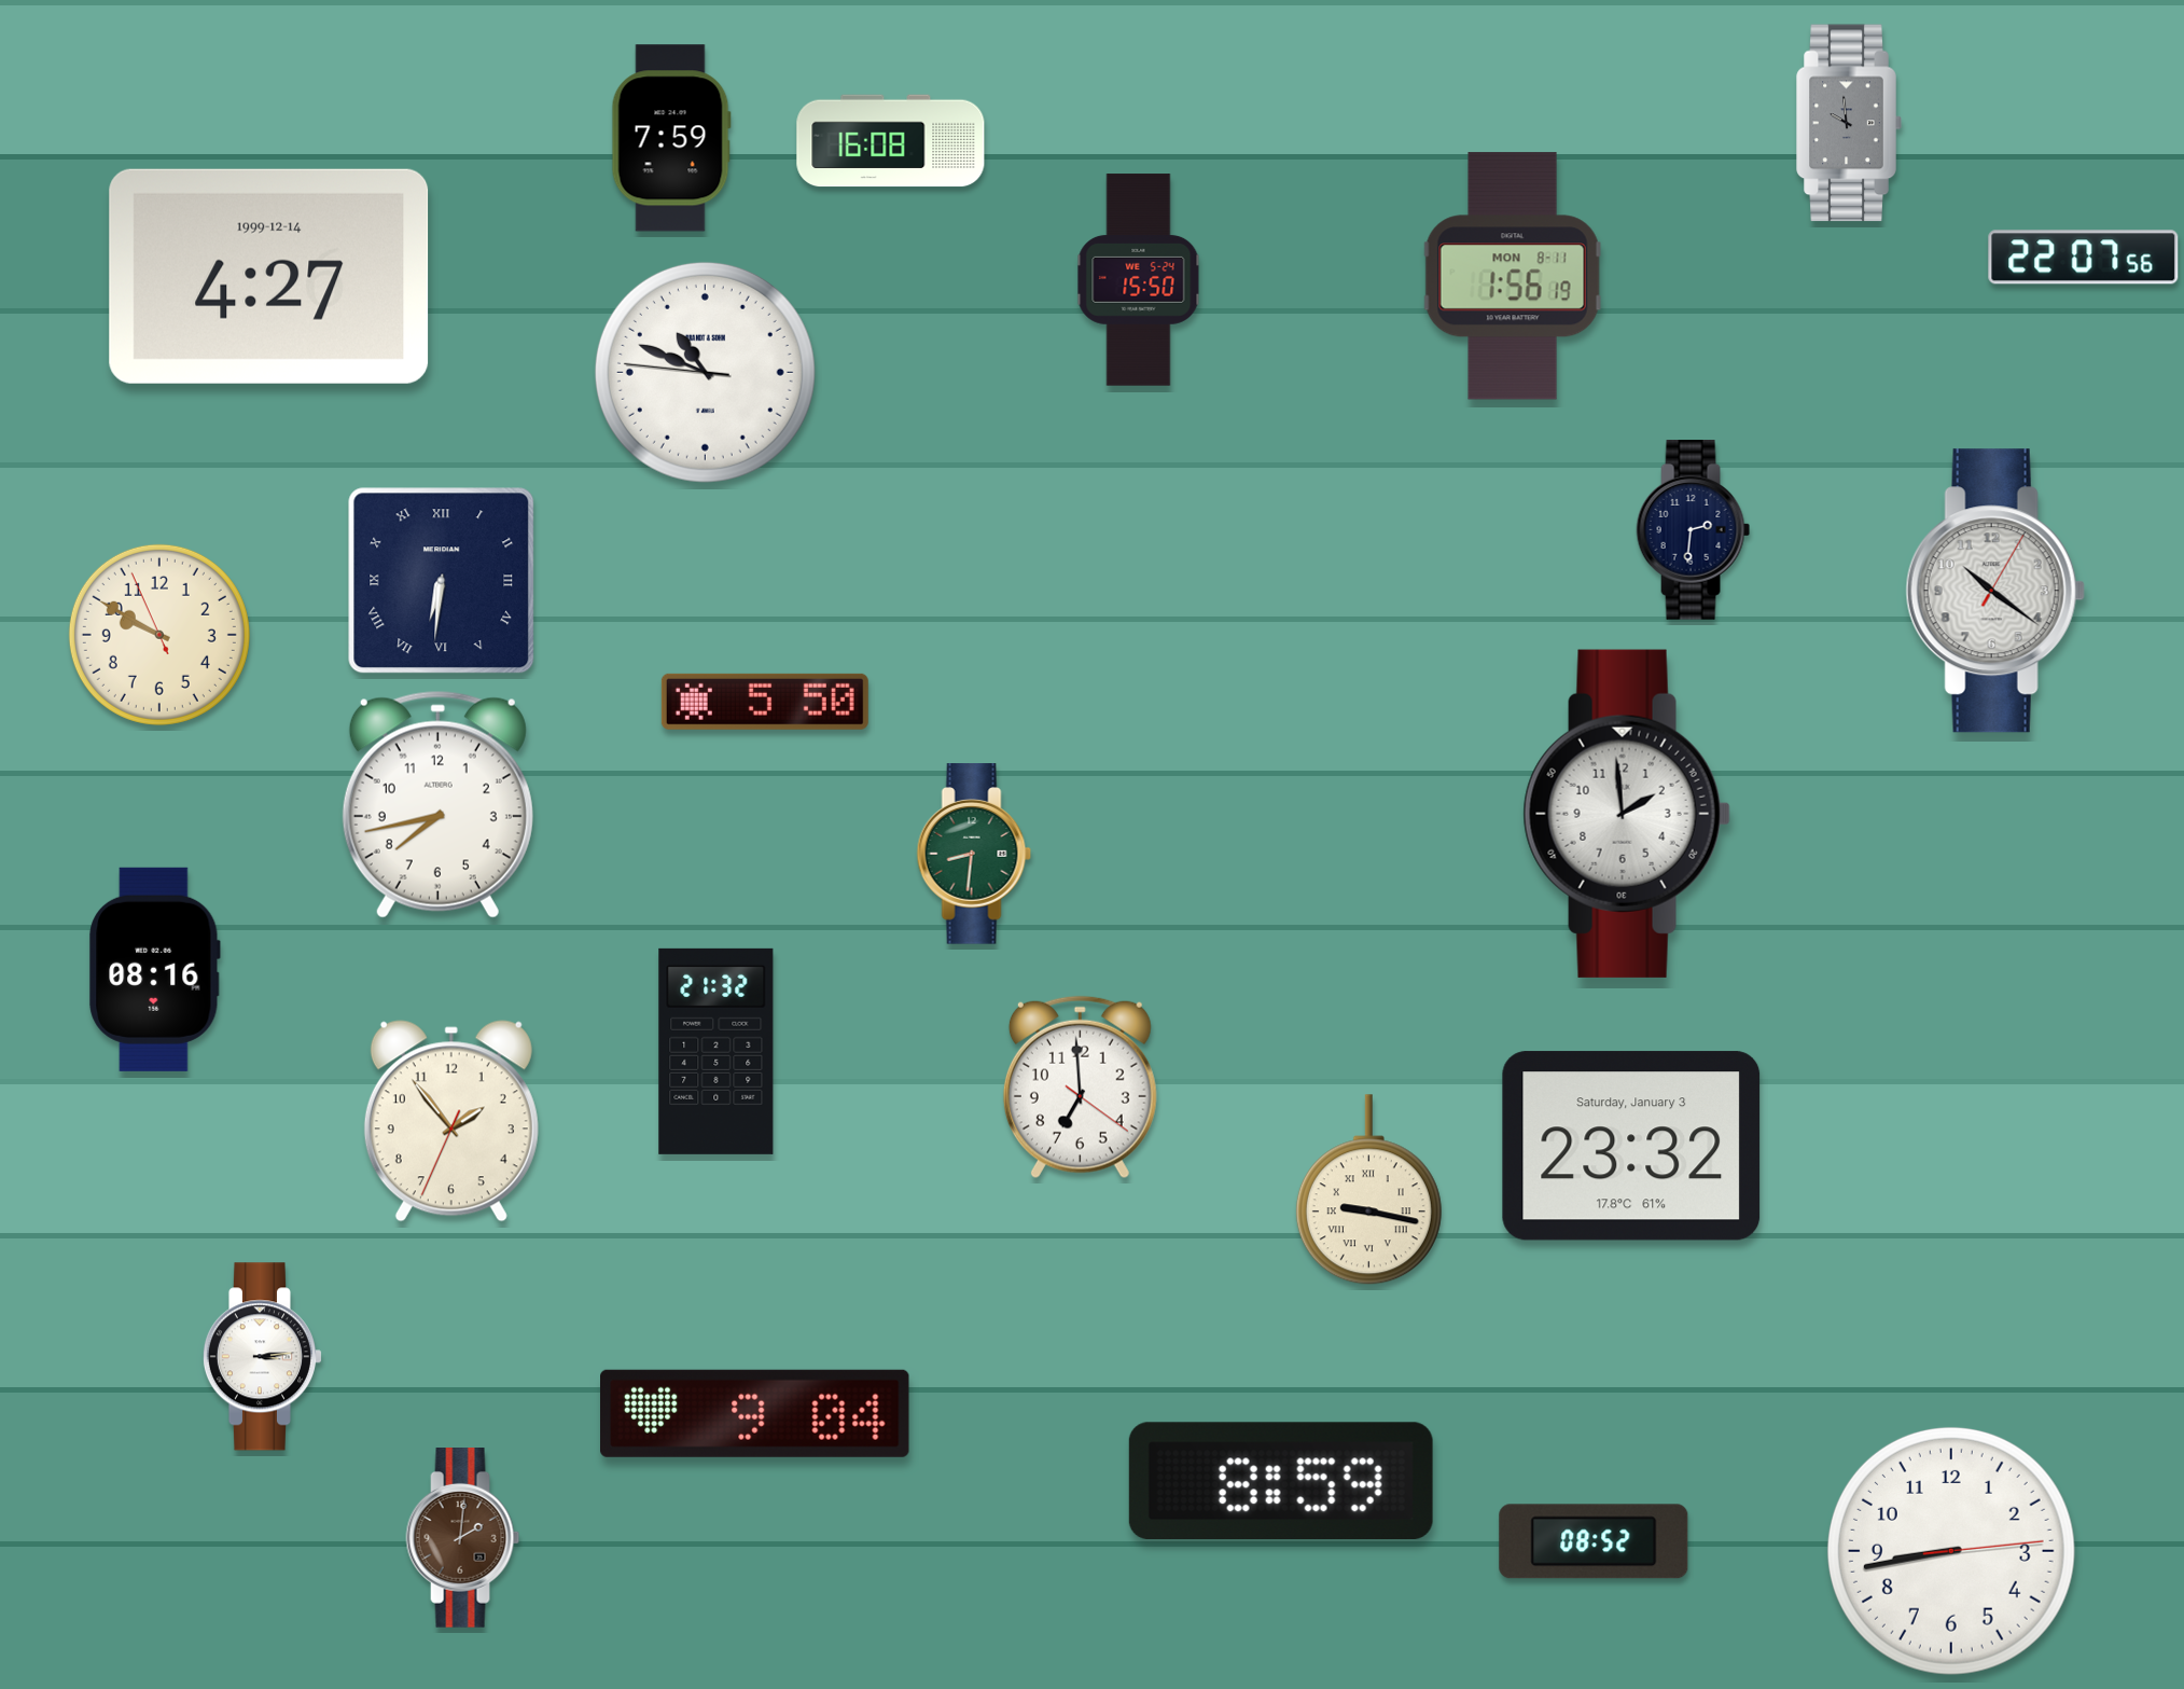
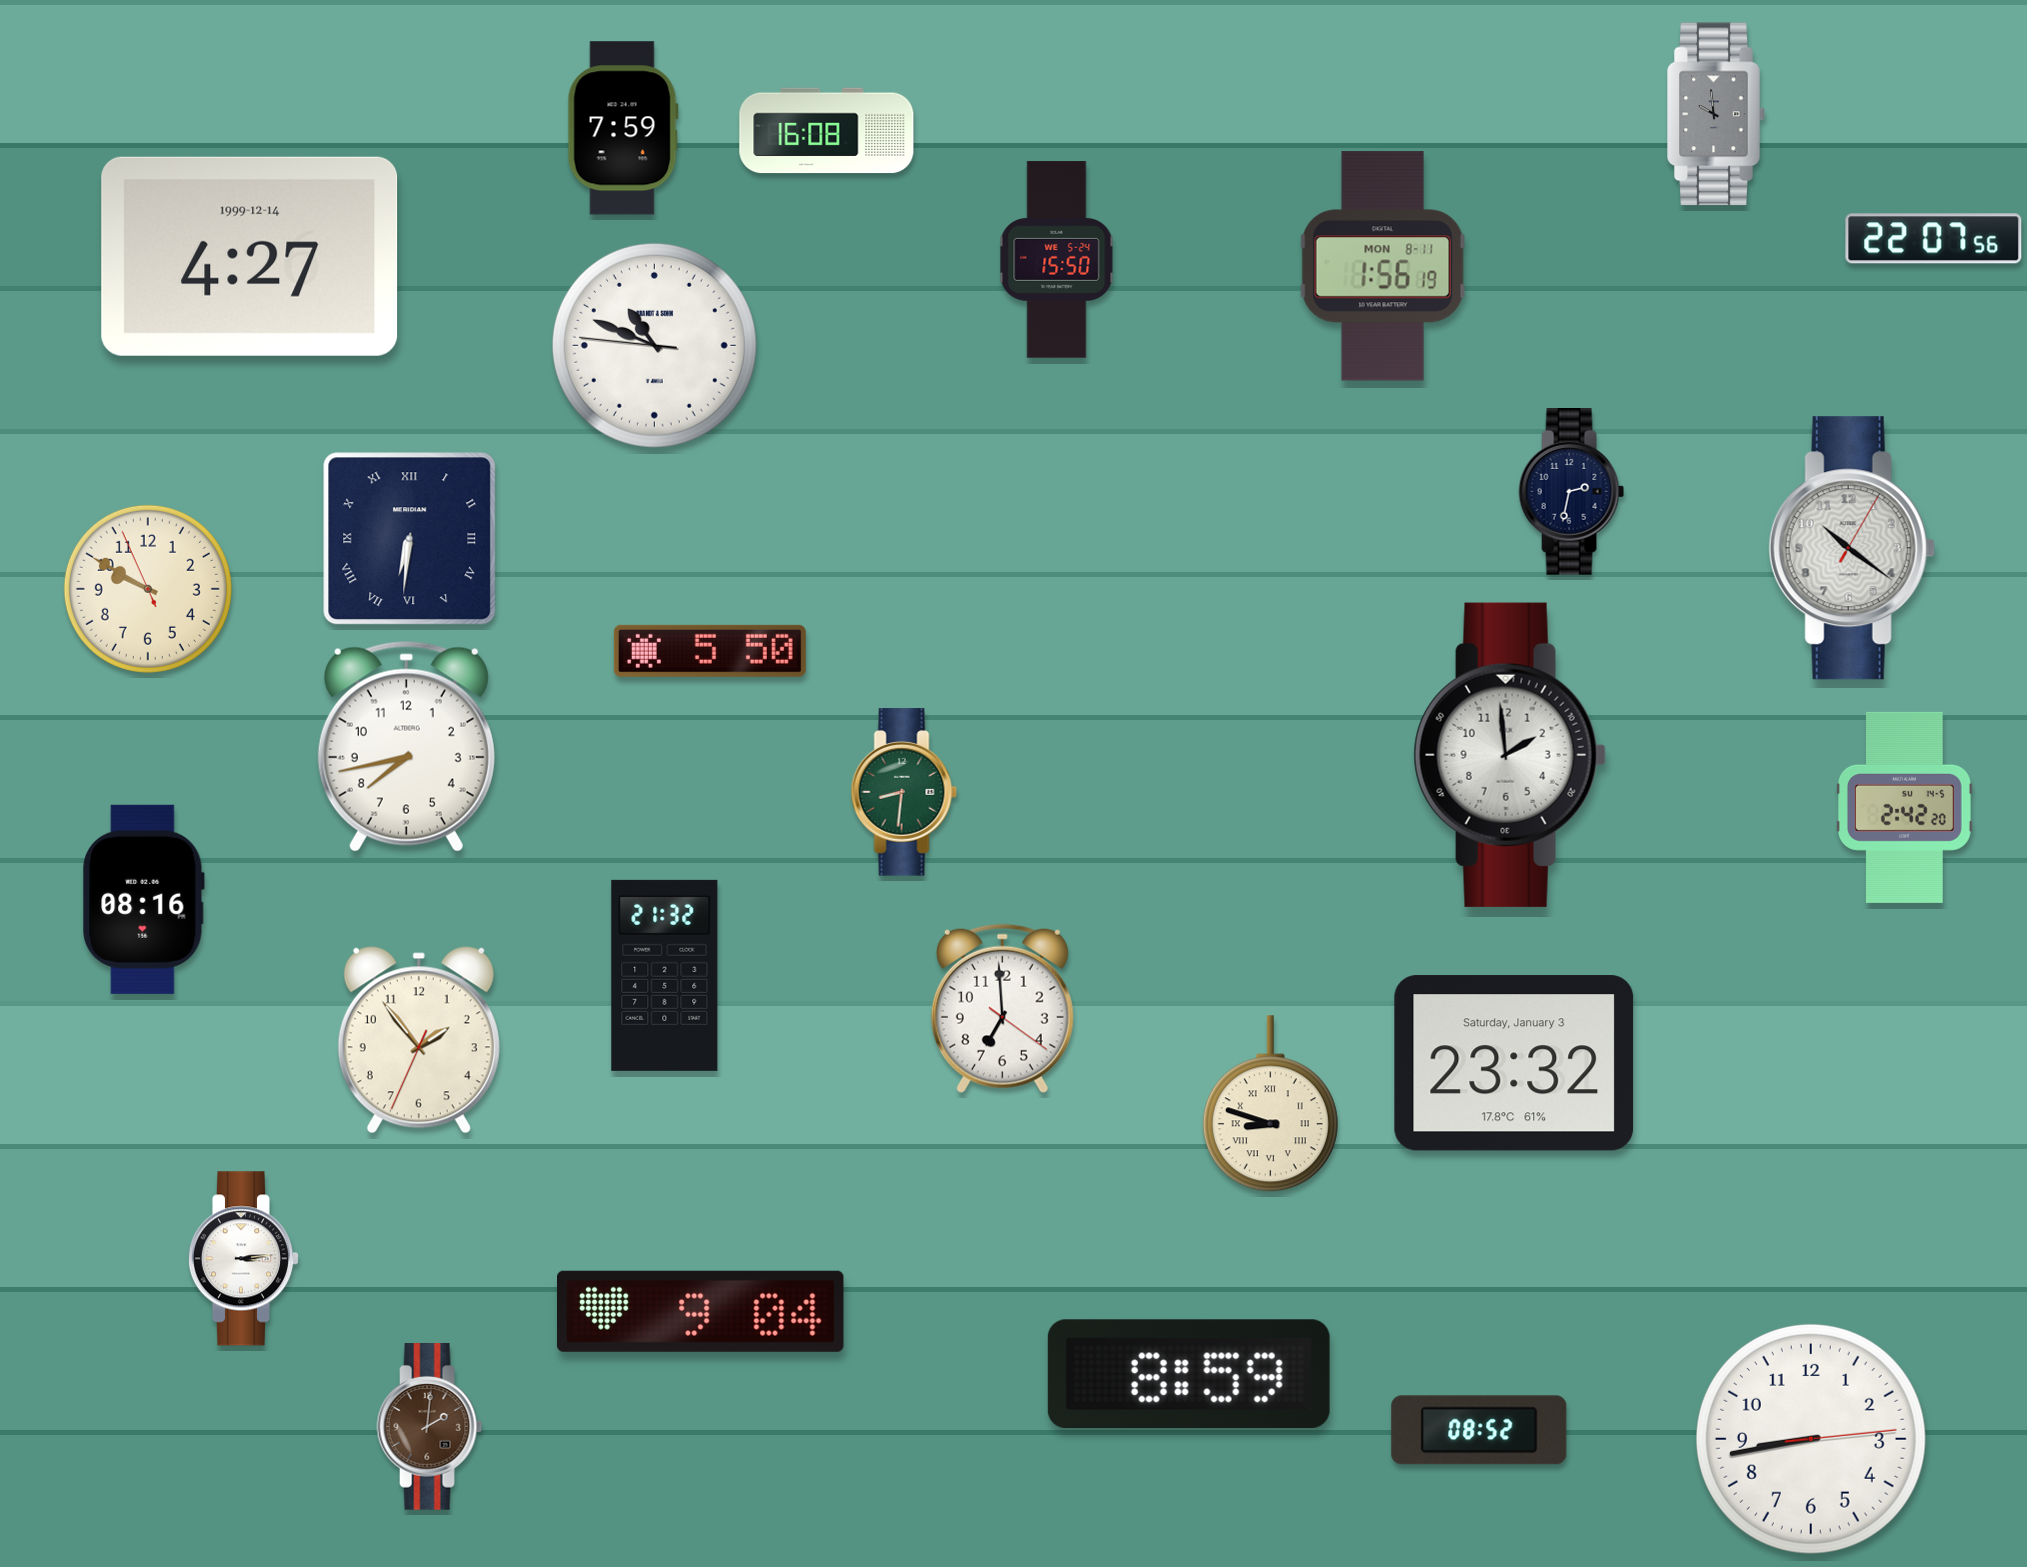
clock at (1513, 276) position: (1513, 276) -> (1383, 266)
clock at (1694, 530): 2:31 -> 2:32
clock at (1904, 807): none -> 2:42
clock at (1368, 1190): 9:17 -> 8:48
